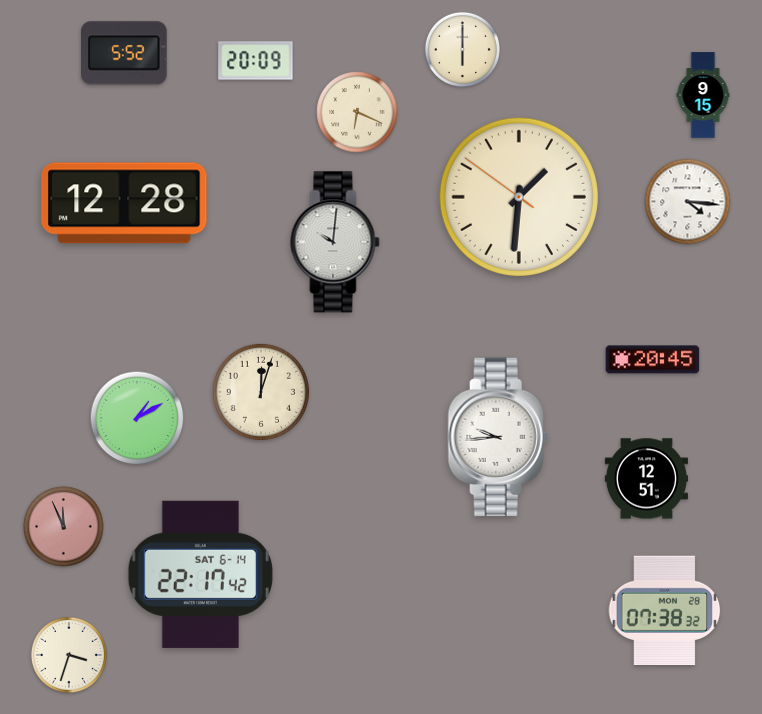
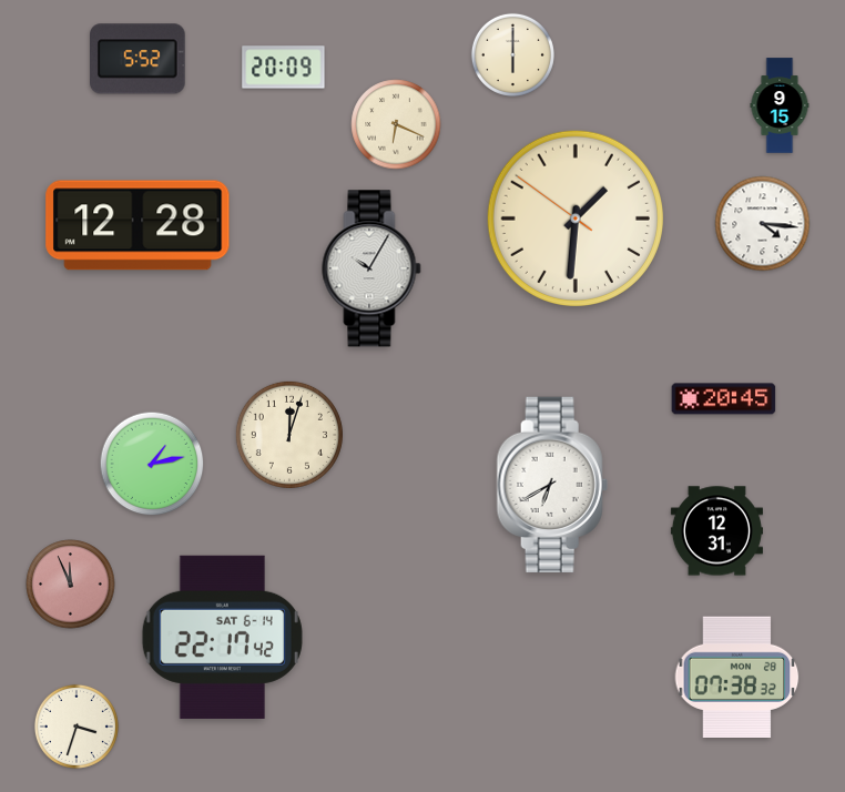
clock at (335, 242): 10:01 -> 10:05
clock at (137, 418): 1:10 -> 1:13
clock at (498, 437): 9:44 -> 6:40
clock at (646, 479): 12:51 -> 12:31
